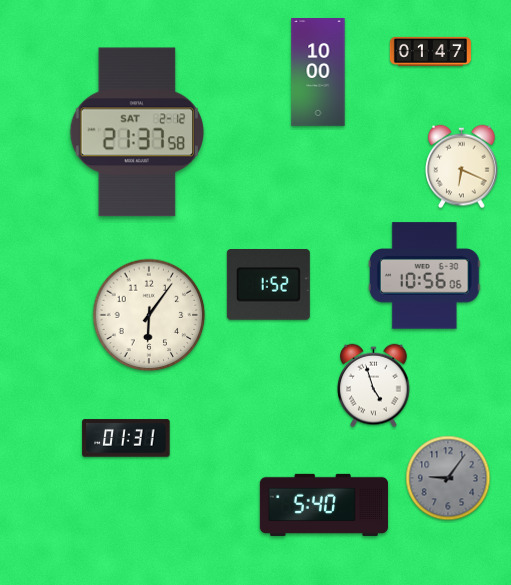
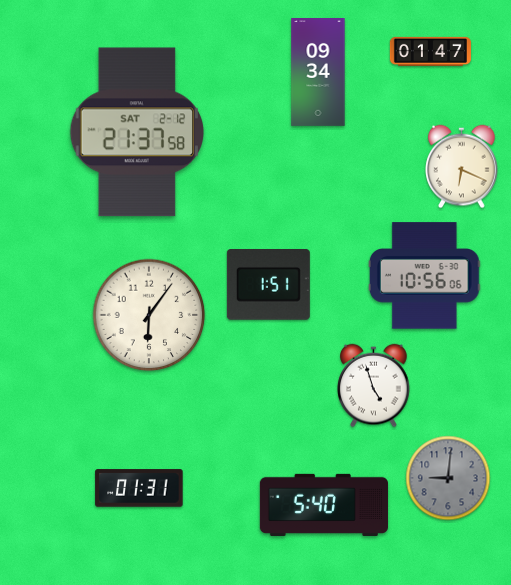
clock at (318, 73): 10:00 -> 09:34
clock at (268, 285): 1:52 -> 1:51
clock at (126, 438) position: (126, 438) -> (139, 488)
clock at (448, 478): 9:06 -> 9:01
